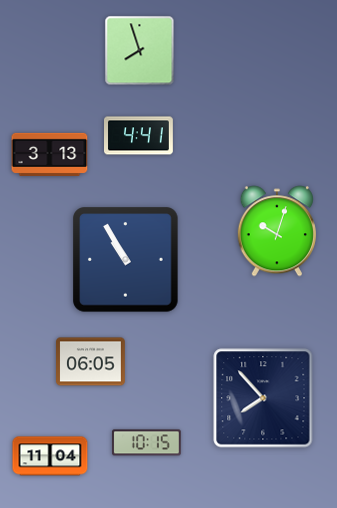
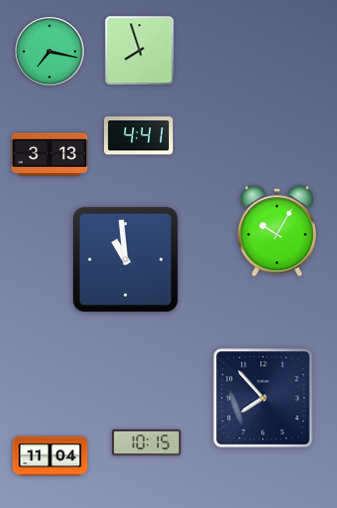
clock at (50, 52): none -> 7:17
clock at (277, 231): 10:03 -> 10:05
clock at (126, 260): 10:55 -> 10:59
clock at (91, 362): 06:05 -> none
